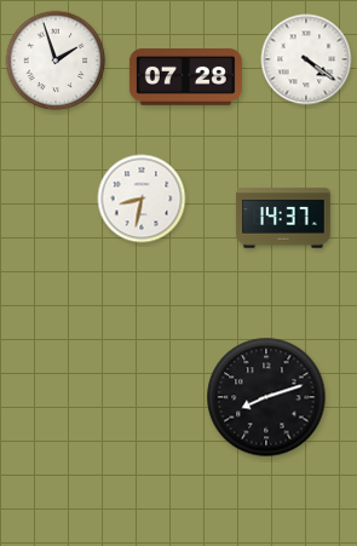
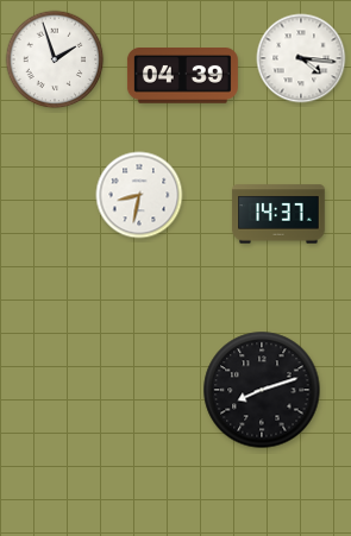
clock at (306, 59): 4:21 -> 4:16
clock at (185, 77): 07:28 -> 04:39
